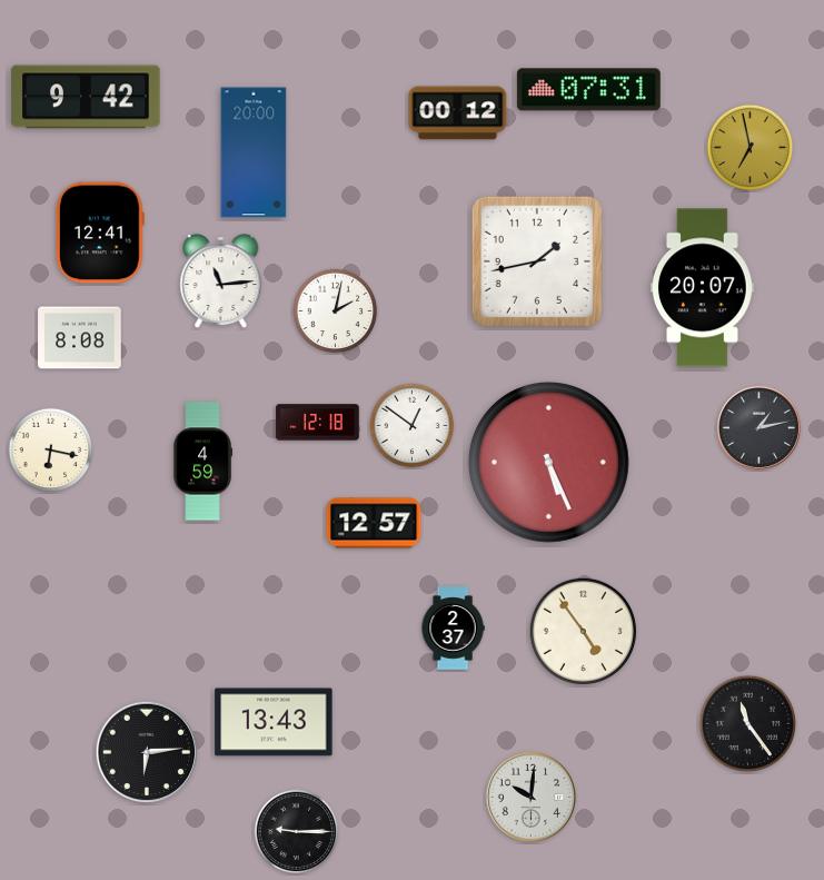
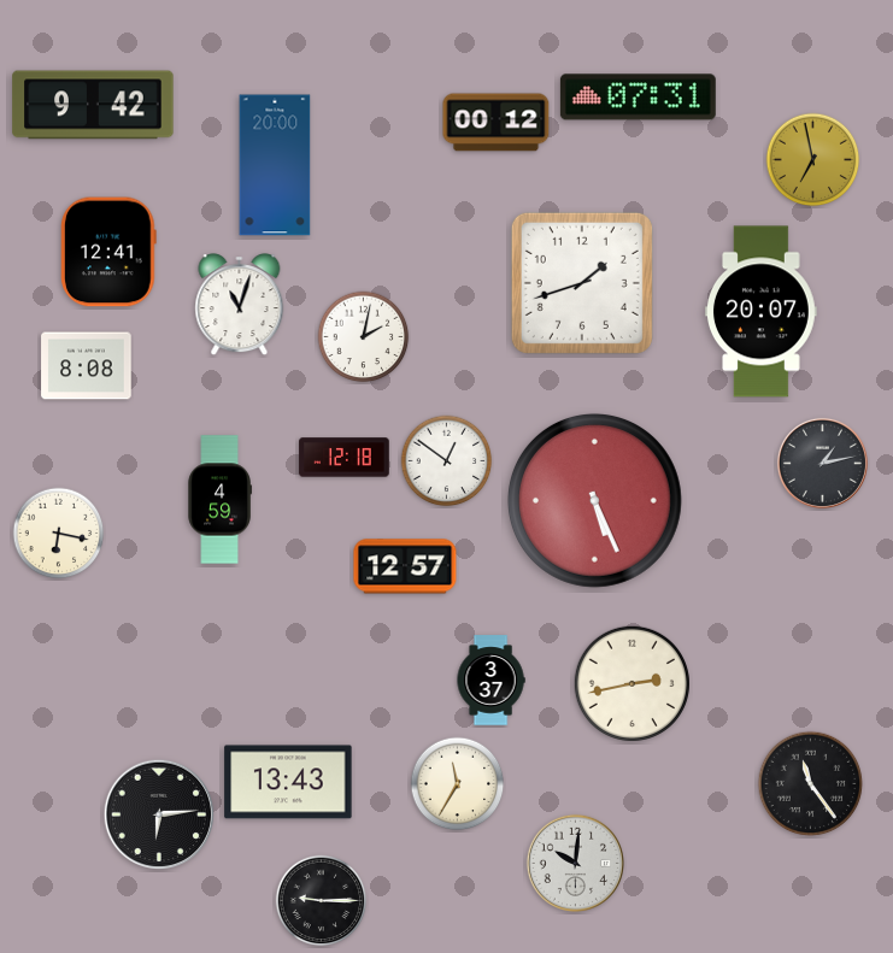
clock at (537, 261): 1:43 -> 1:42
clock at (221, 281): 11:14 -> 11:03
clock at (51, 451) position: (51, 451) -> (59, 534)
clock at (453, 629): 2:37 -> 3:37
clock at (583, 631): 4:54 -> 2:43
clock at (274, 722) position: (274, 722) -> (288, 782)
clock at (458, 784): none -> 11:35
